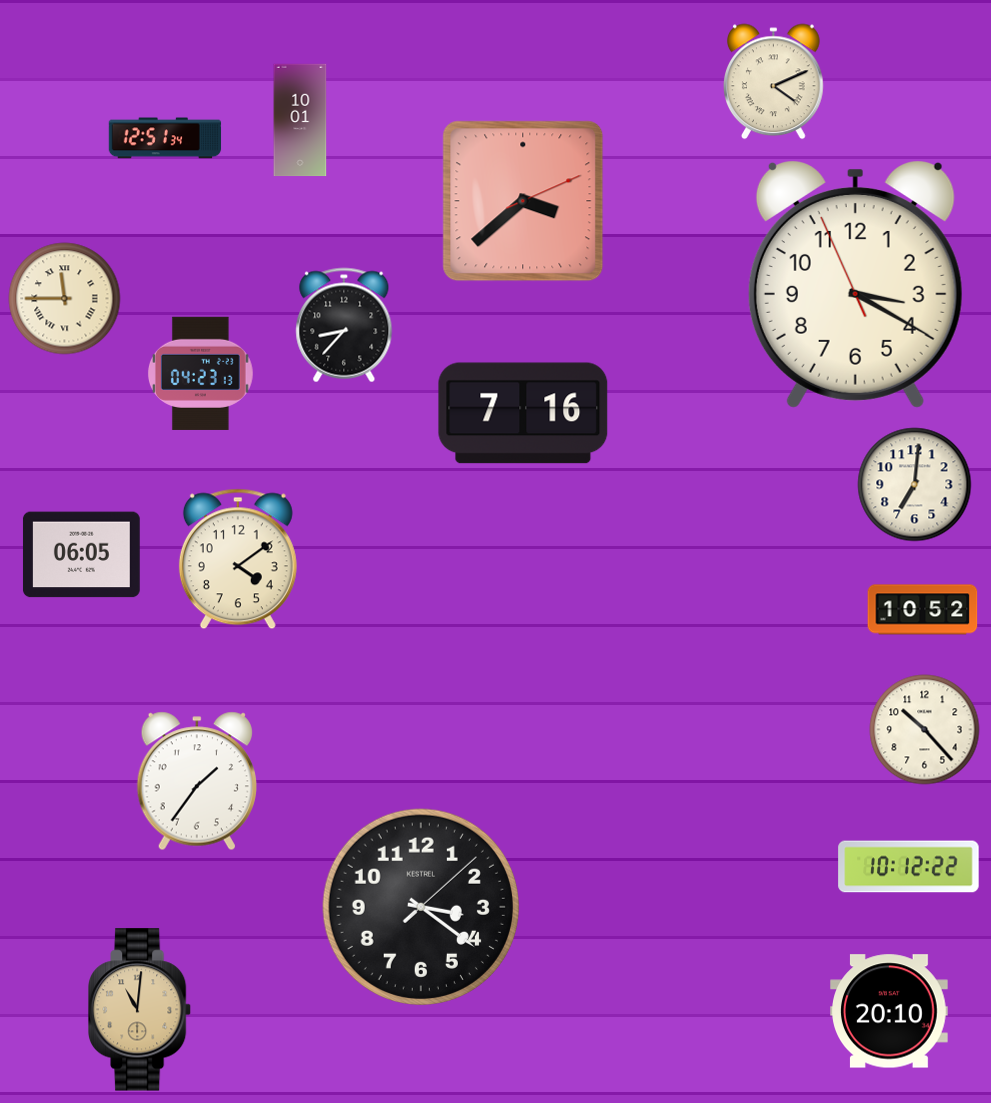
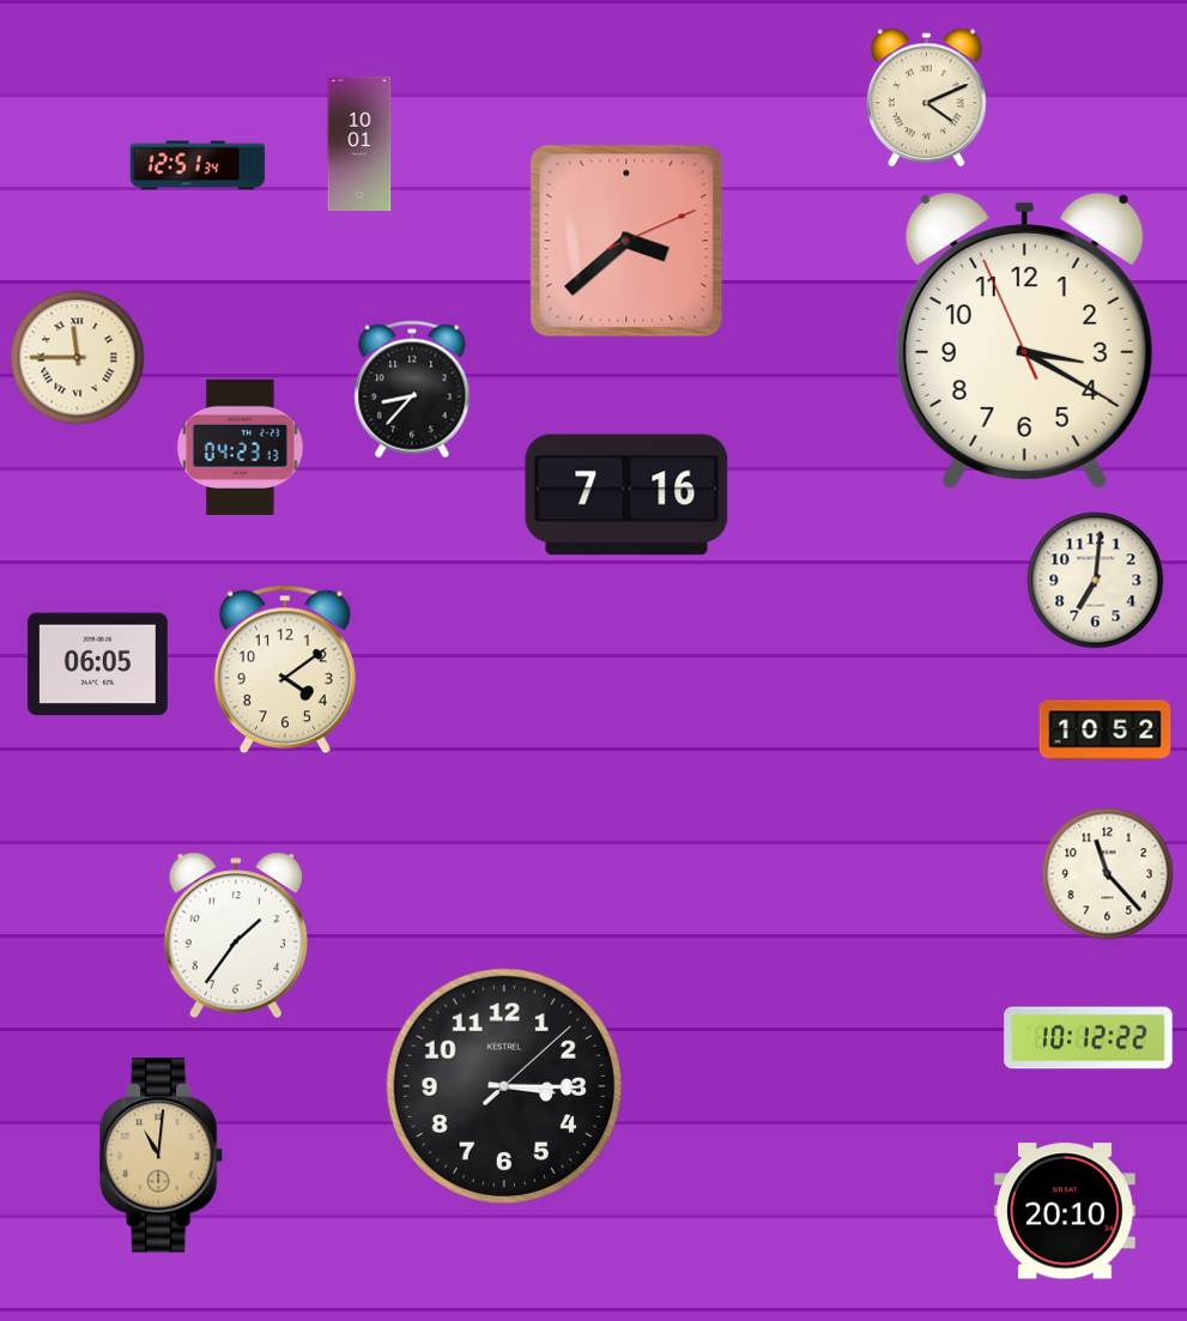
clock at (925, 730): 10:23 -> 11:23
clock at (420, 906): 3:21 -> 3:15
clock at (141, 1010) position: (141, 1010) -> (163, 1156)
